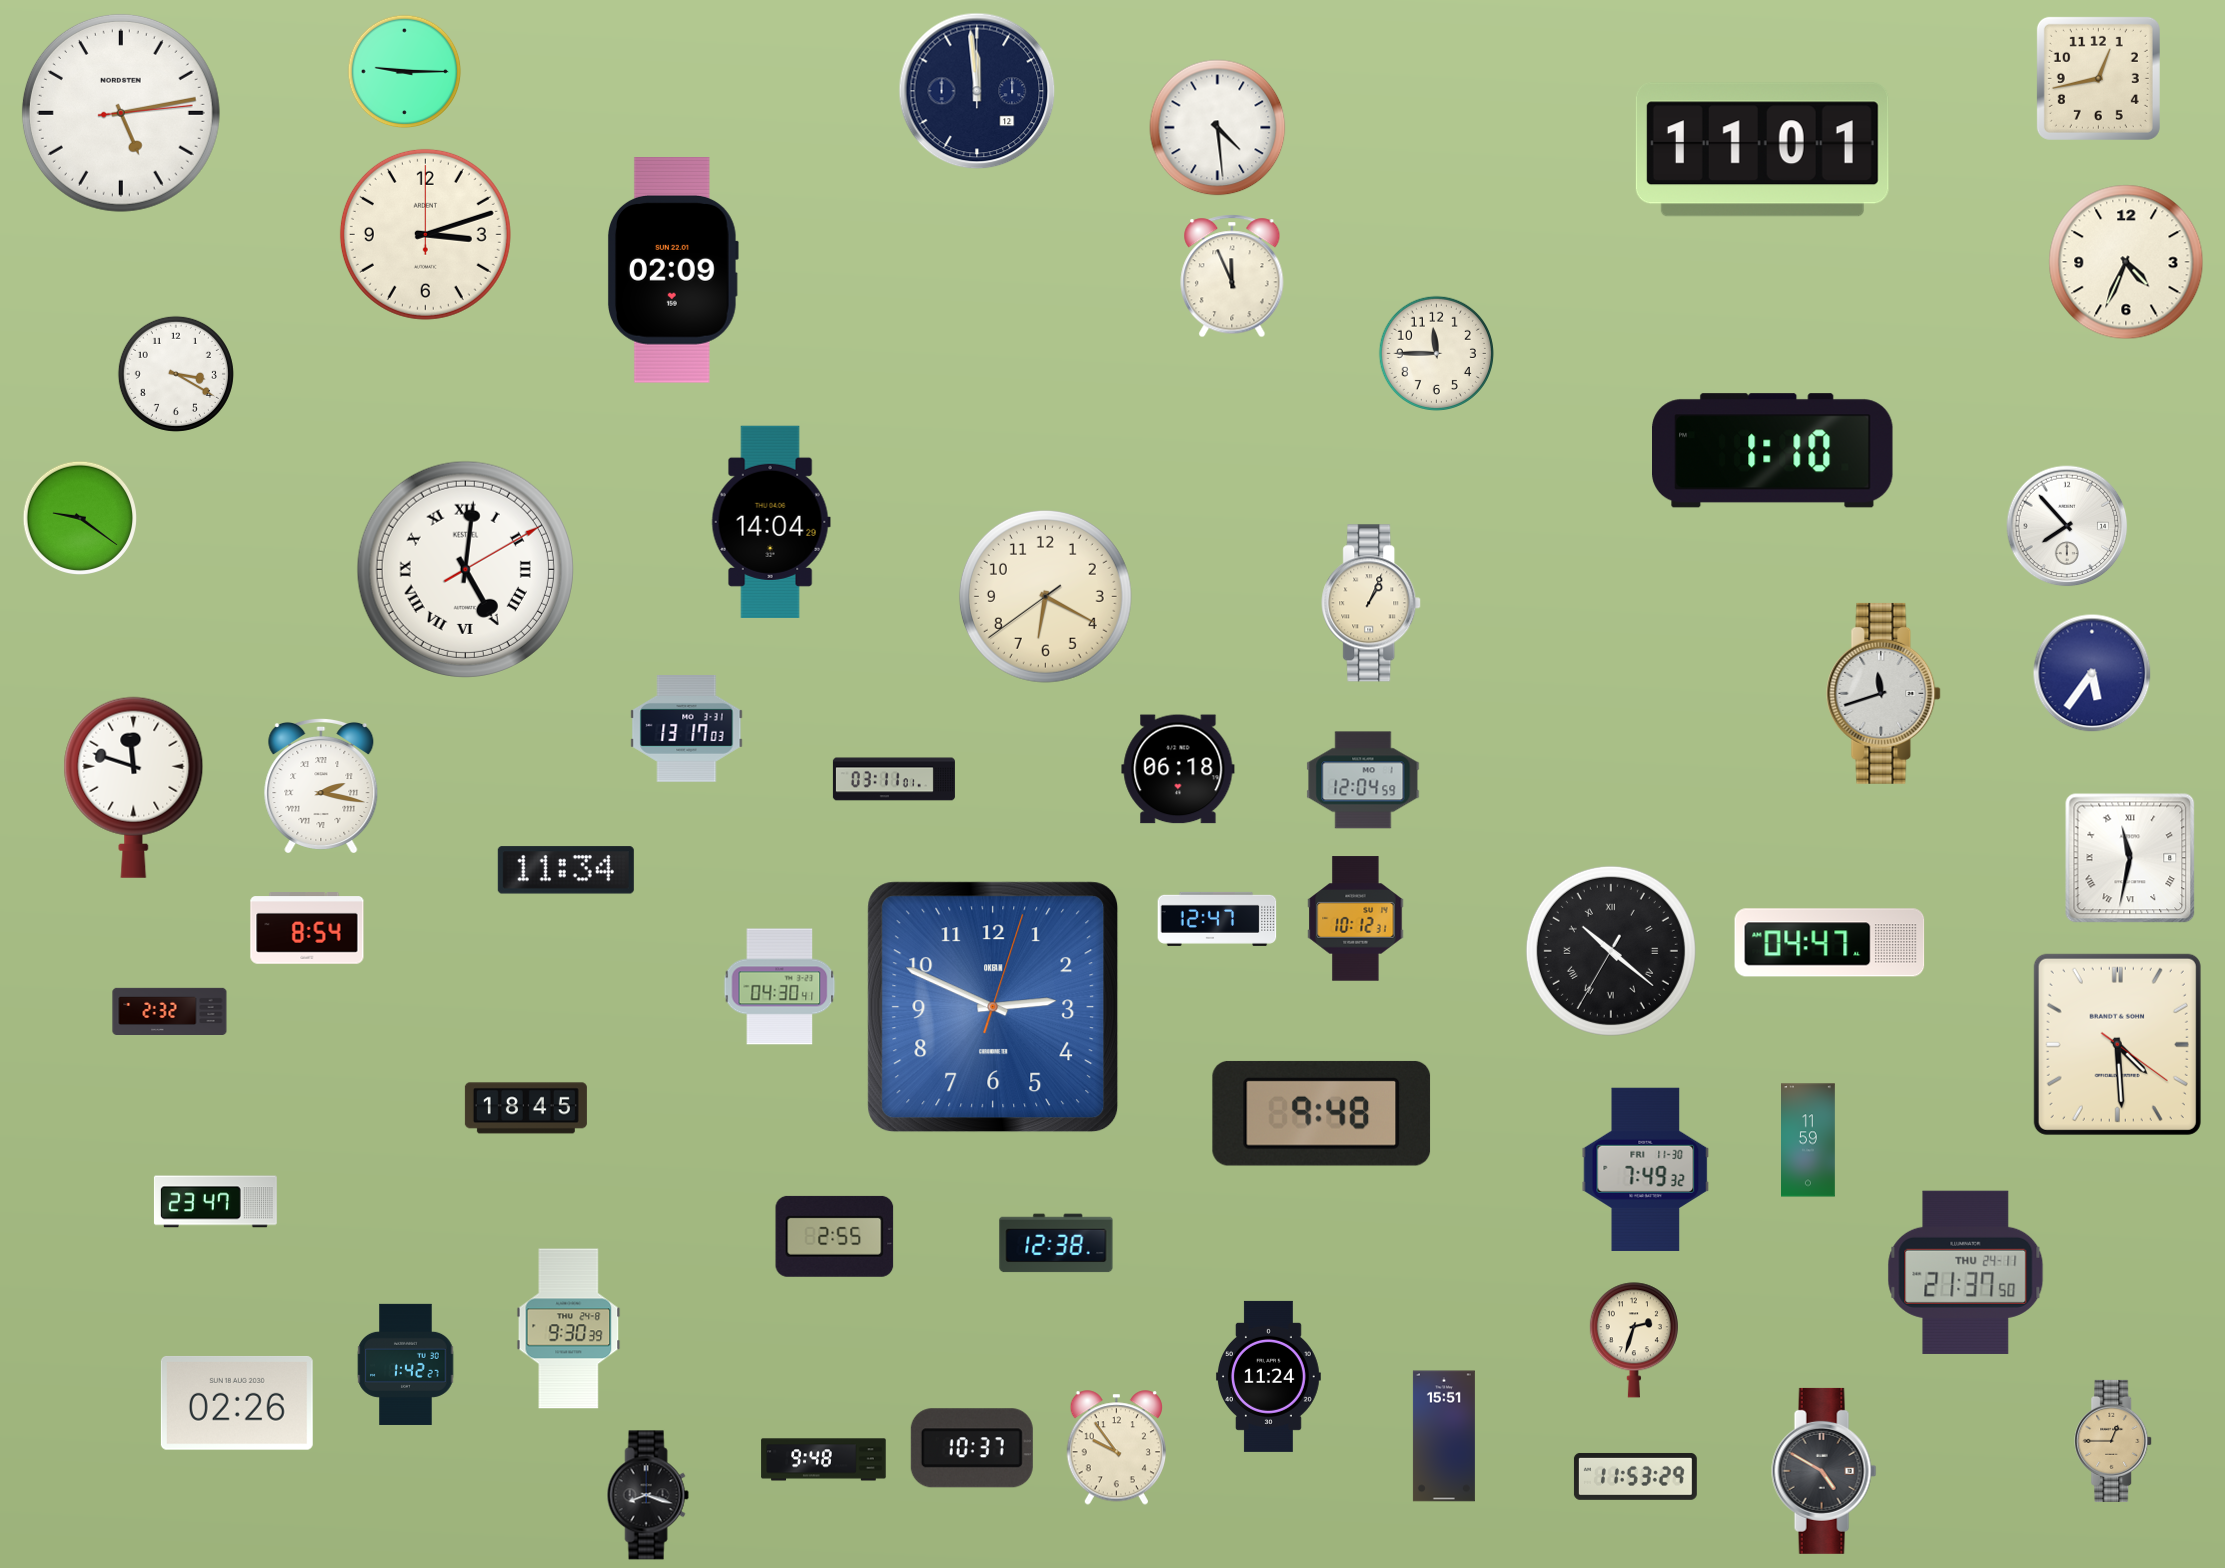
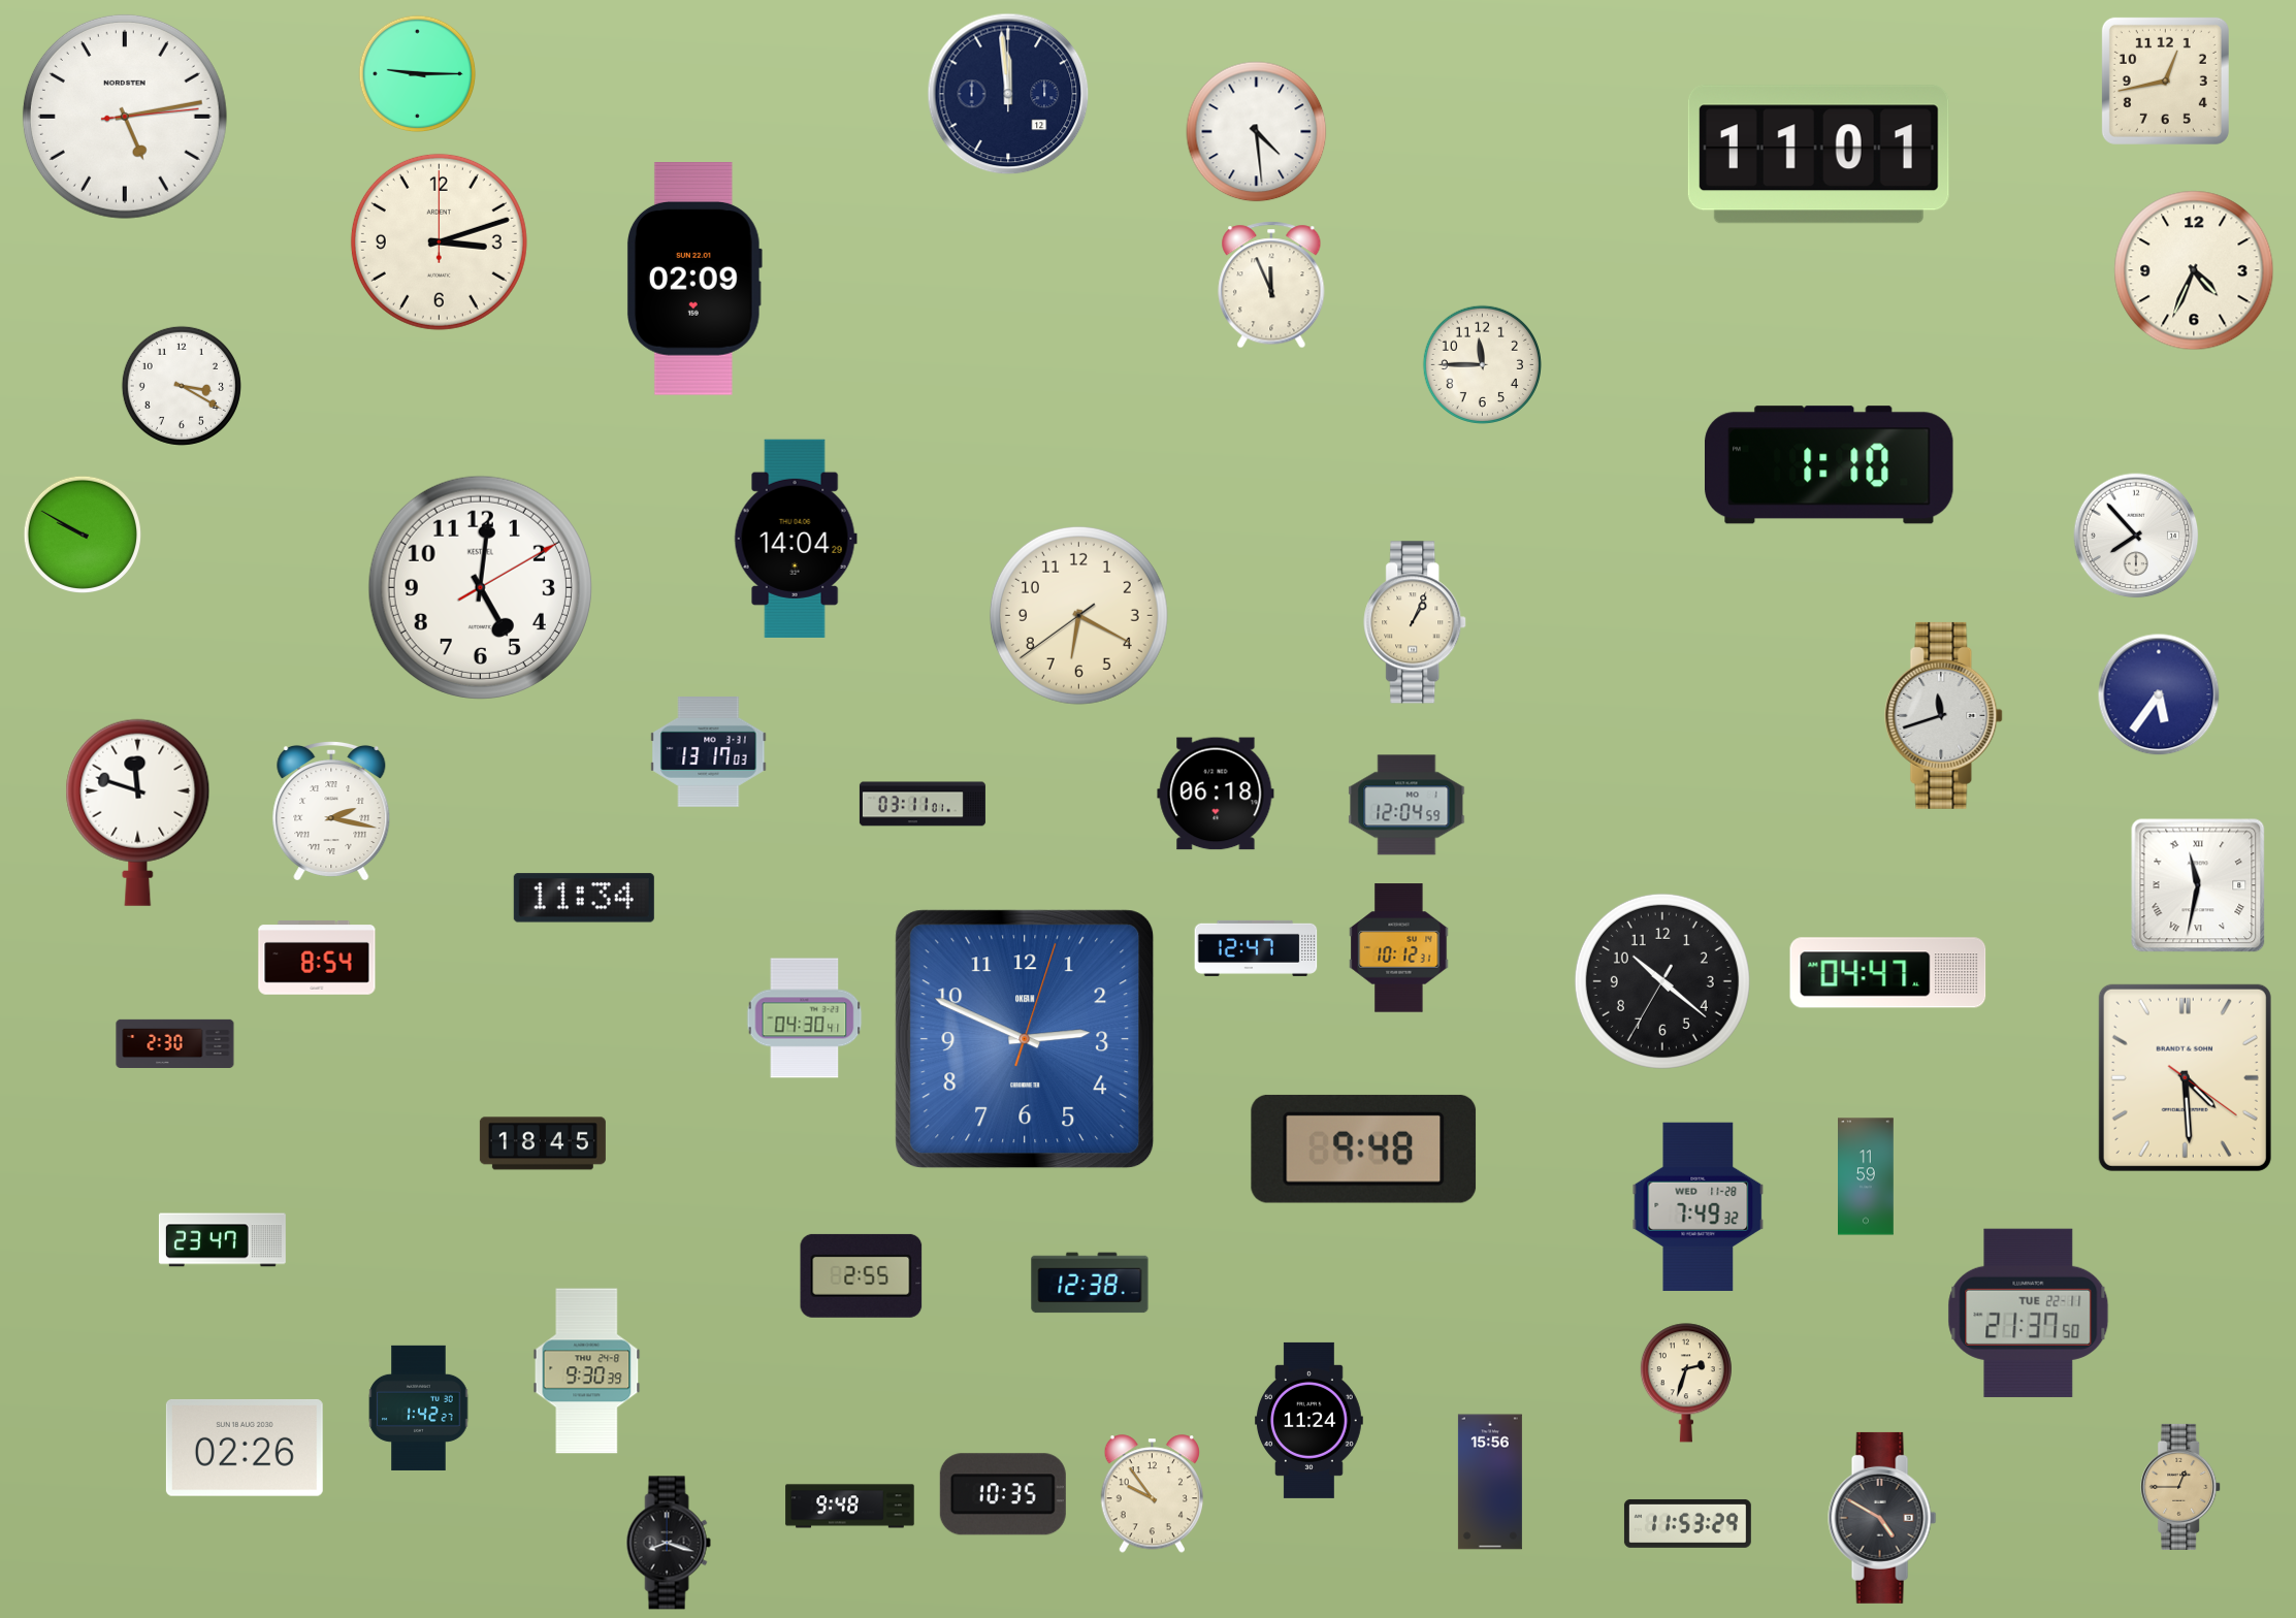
clock at (79, 517): 9:21 -> 9:50
clock at (2067, 526) position: (2067, 526) -> (2136, 536)
clock at (465, 569) numerals: Roman -> Arabic
clock at (1611, 951) numerals: Roman -> Arabic
clock at (170, 1011): 2:32 -> 2:30
clock at (1646, 1169) date: FRI 11-30 -> WED 11-28
clock at (1966, 1272) date: THU 24-11 -> TUE 22-11
clock at (1444, 1436): 15:51 -> 15:56
clock at (972, 1448): 10:37 -> 10:35
